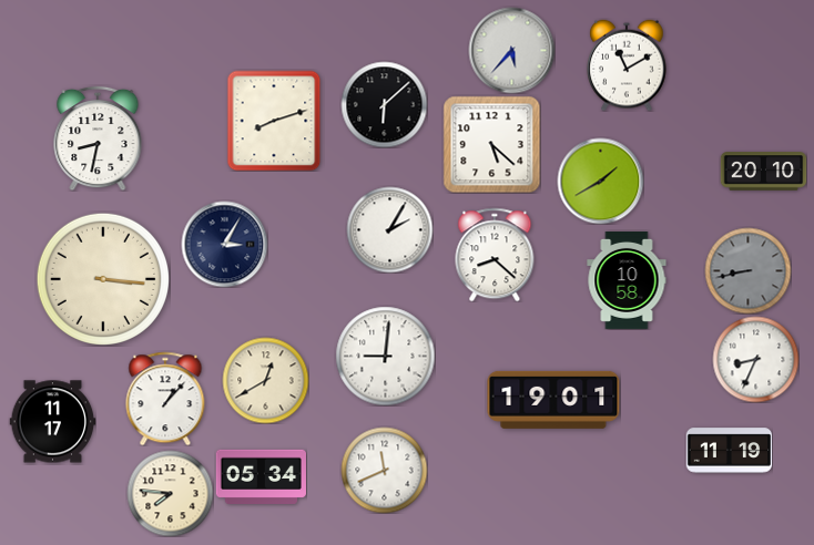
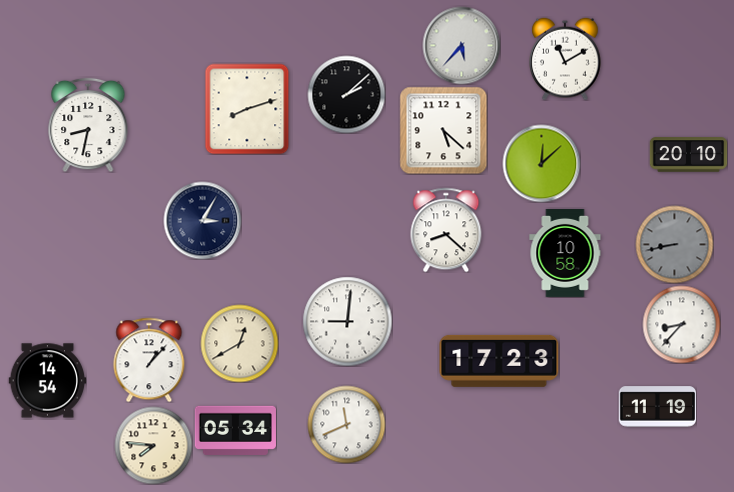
clock at (384, 104): 6:08 -> 2:08
clock at (600, 181): 1:40 -> 12:08
clock at (389, 229): 2:05 -> none
clock at (102, 278): 3:16 -> none
clock at (755, 359): 8:34 -> 8:37
clock at (553, 400): 19:01 -> 17:23
clock at (52, 422): 11:17 -> 14:54
